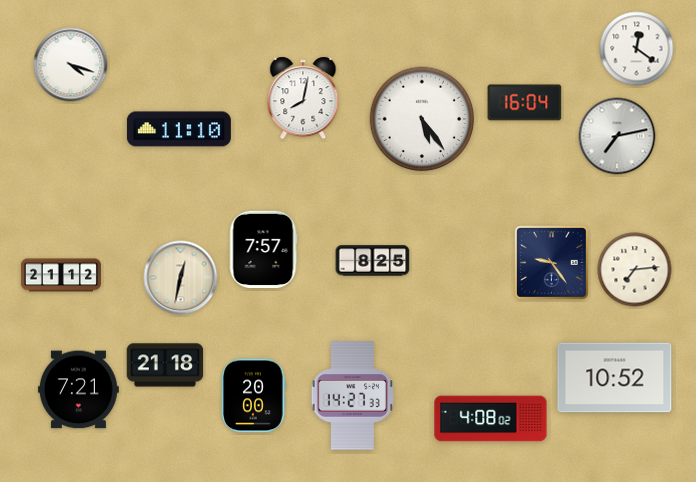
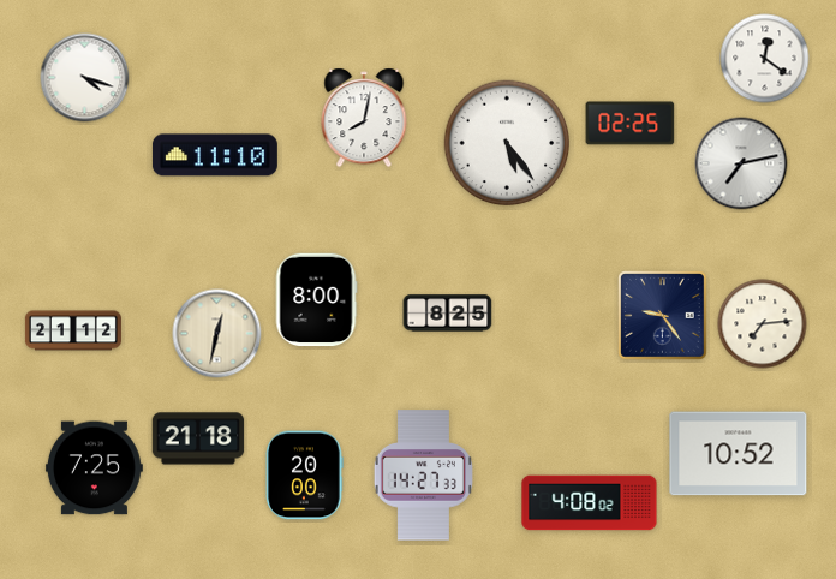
clock at (525, 103): 16:04 -> 02:25
clock at (263, 250): 7:57 -> 8:00
clock at (78, 390): 7:21 -> 7:25
